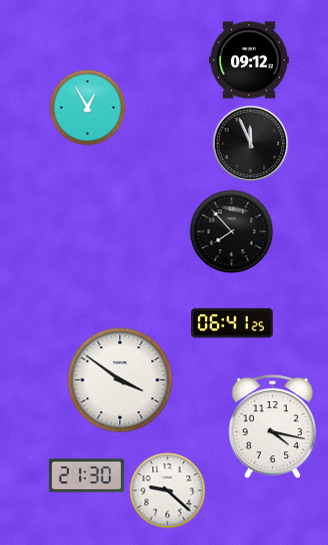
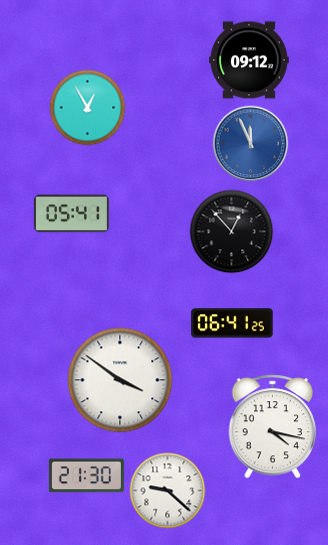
clock at (251, 144) dial: black -> blue
clock at (71, 214): none -> 05:41
clock at (232, 232): 7:53 -> 12:53
